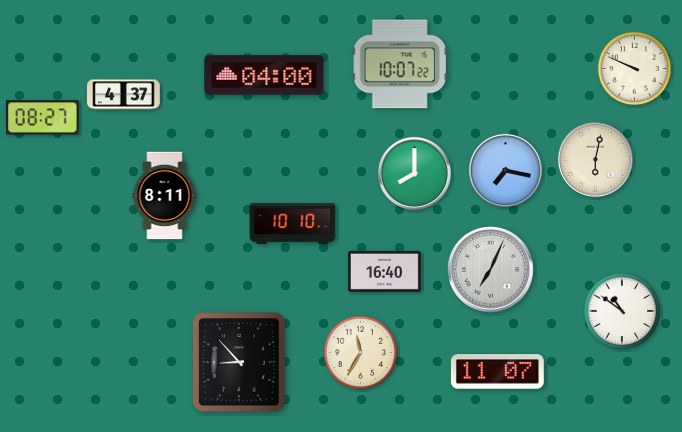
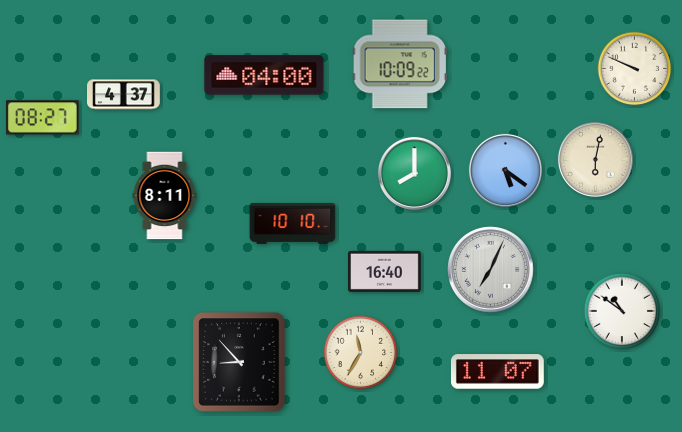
clock at (400, 64): 10:07 -> 10:09
clock at (505, 170): 7:17 -> 5:21
